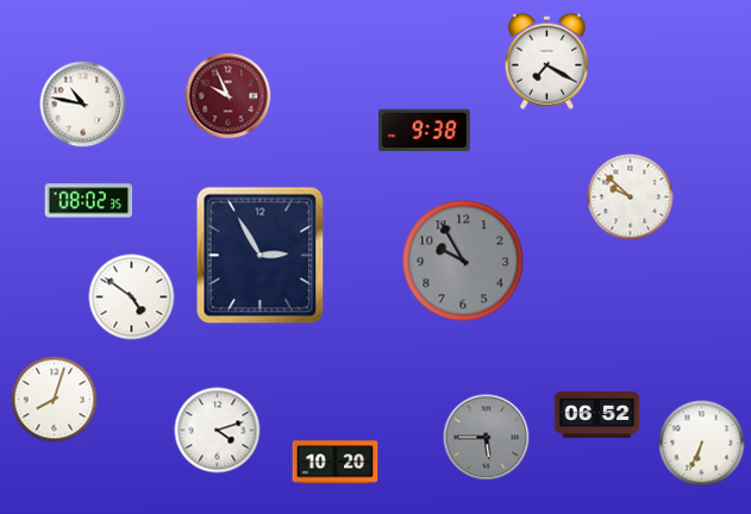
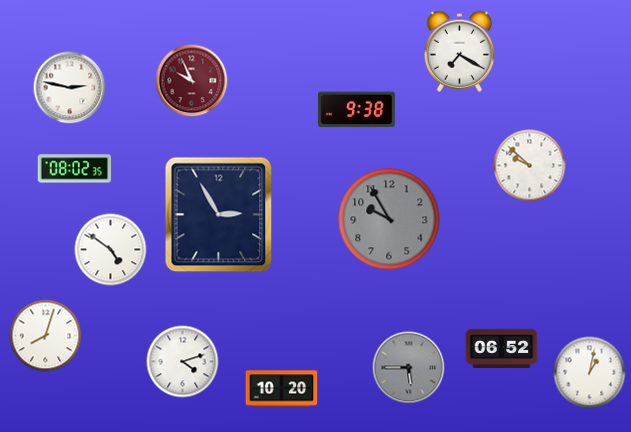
clock at (83, 105): 10:47 -> 2:47
clock at (702, 444): 6:34 -> 1:02
